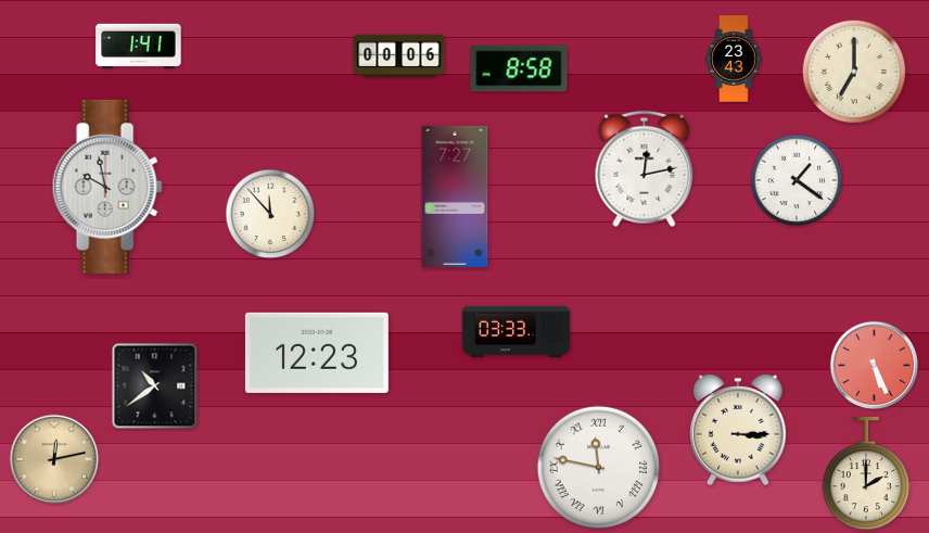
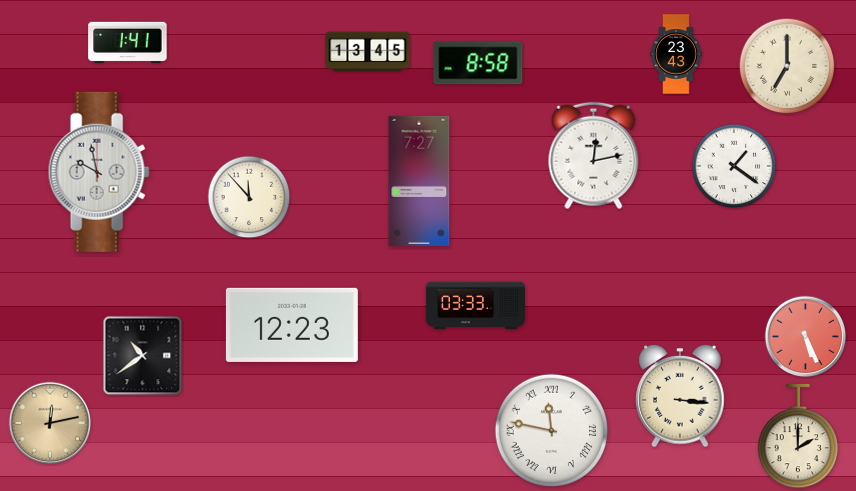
clock at (399, 56): 00:06 -> 13:45
clock at (738, 431): 3:15 -> 3:16
